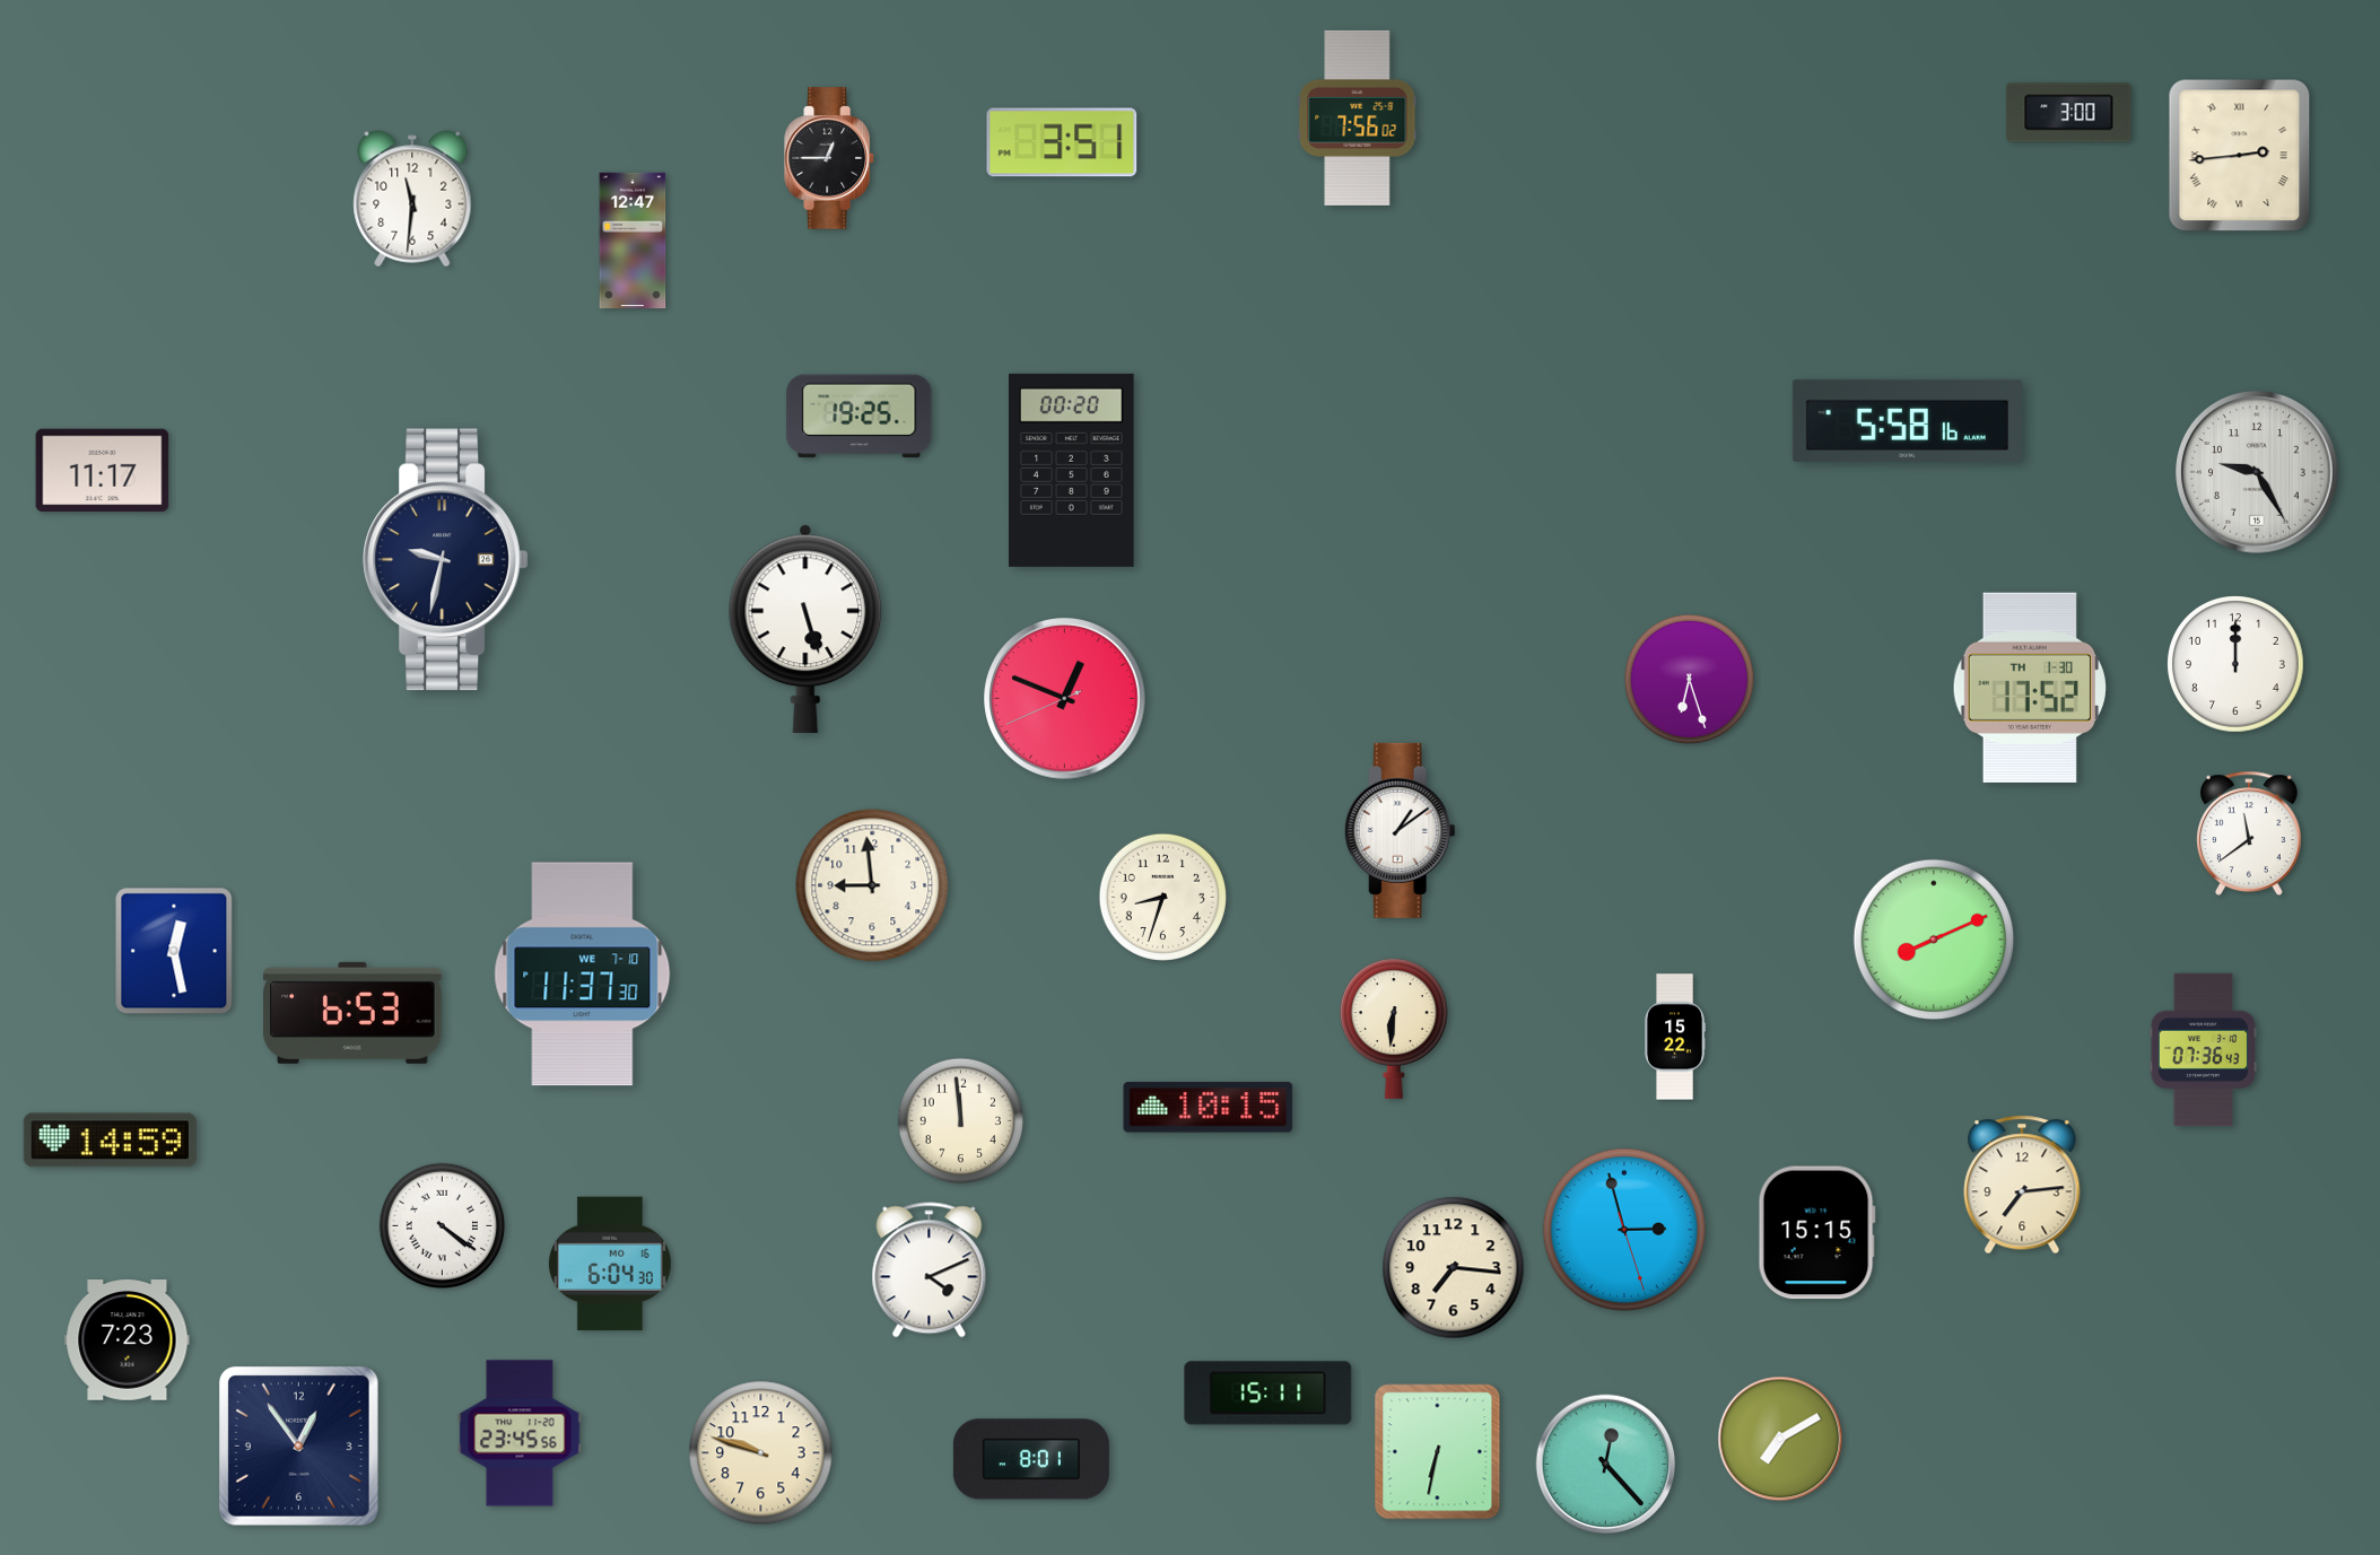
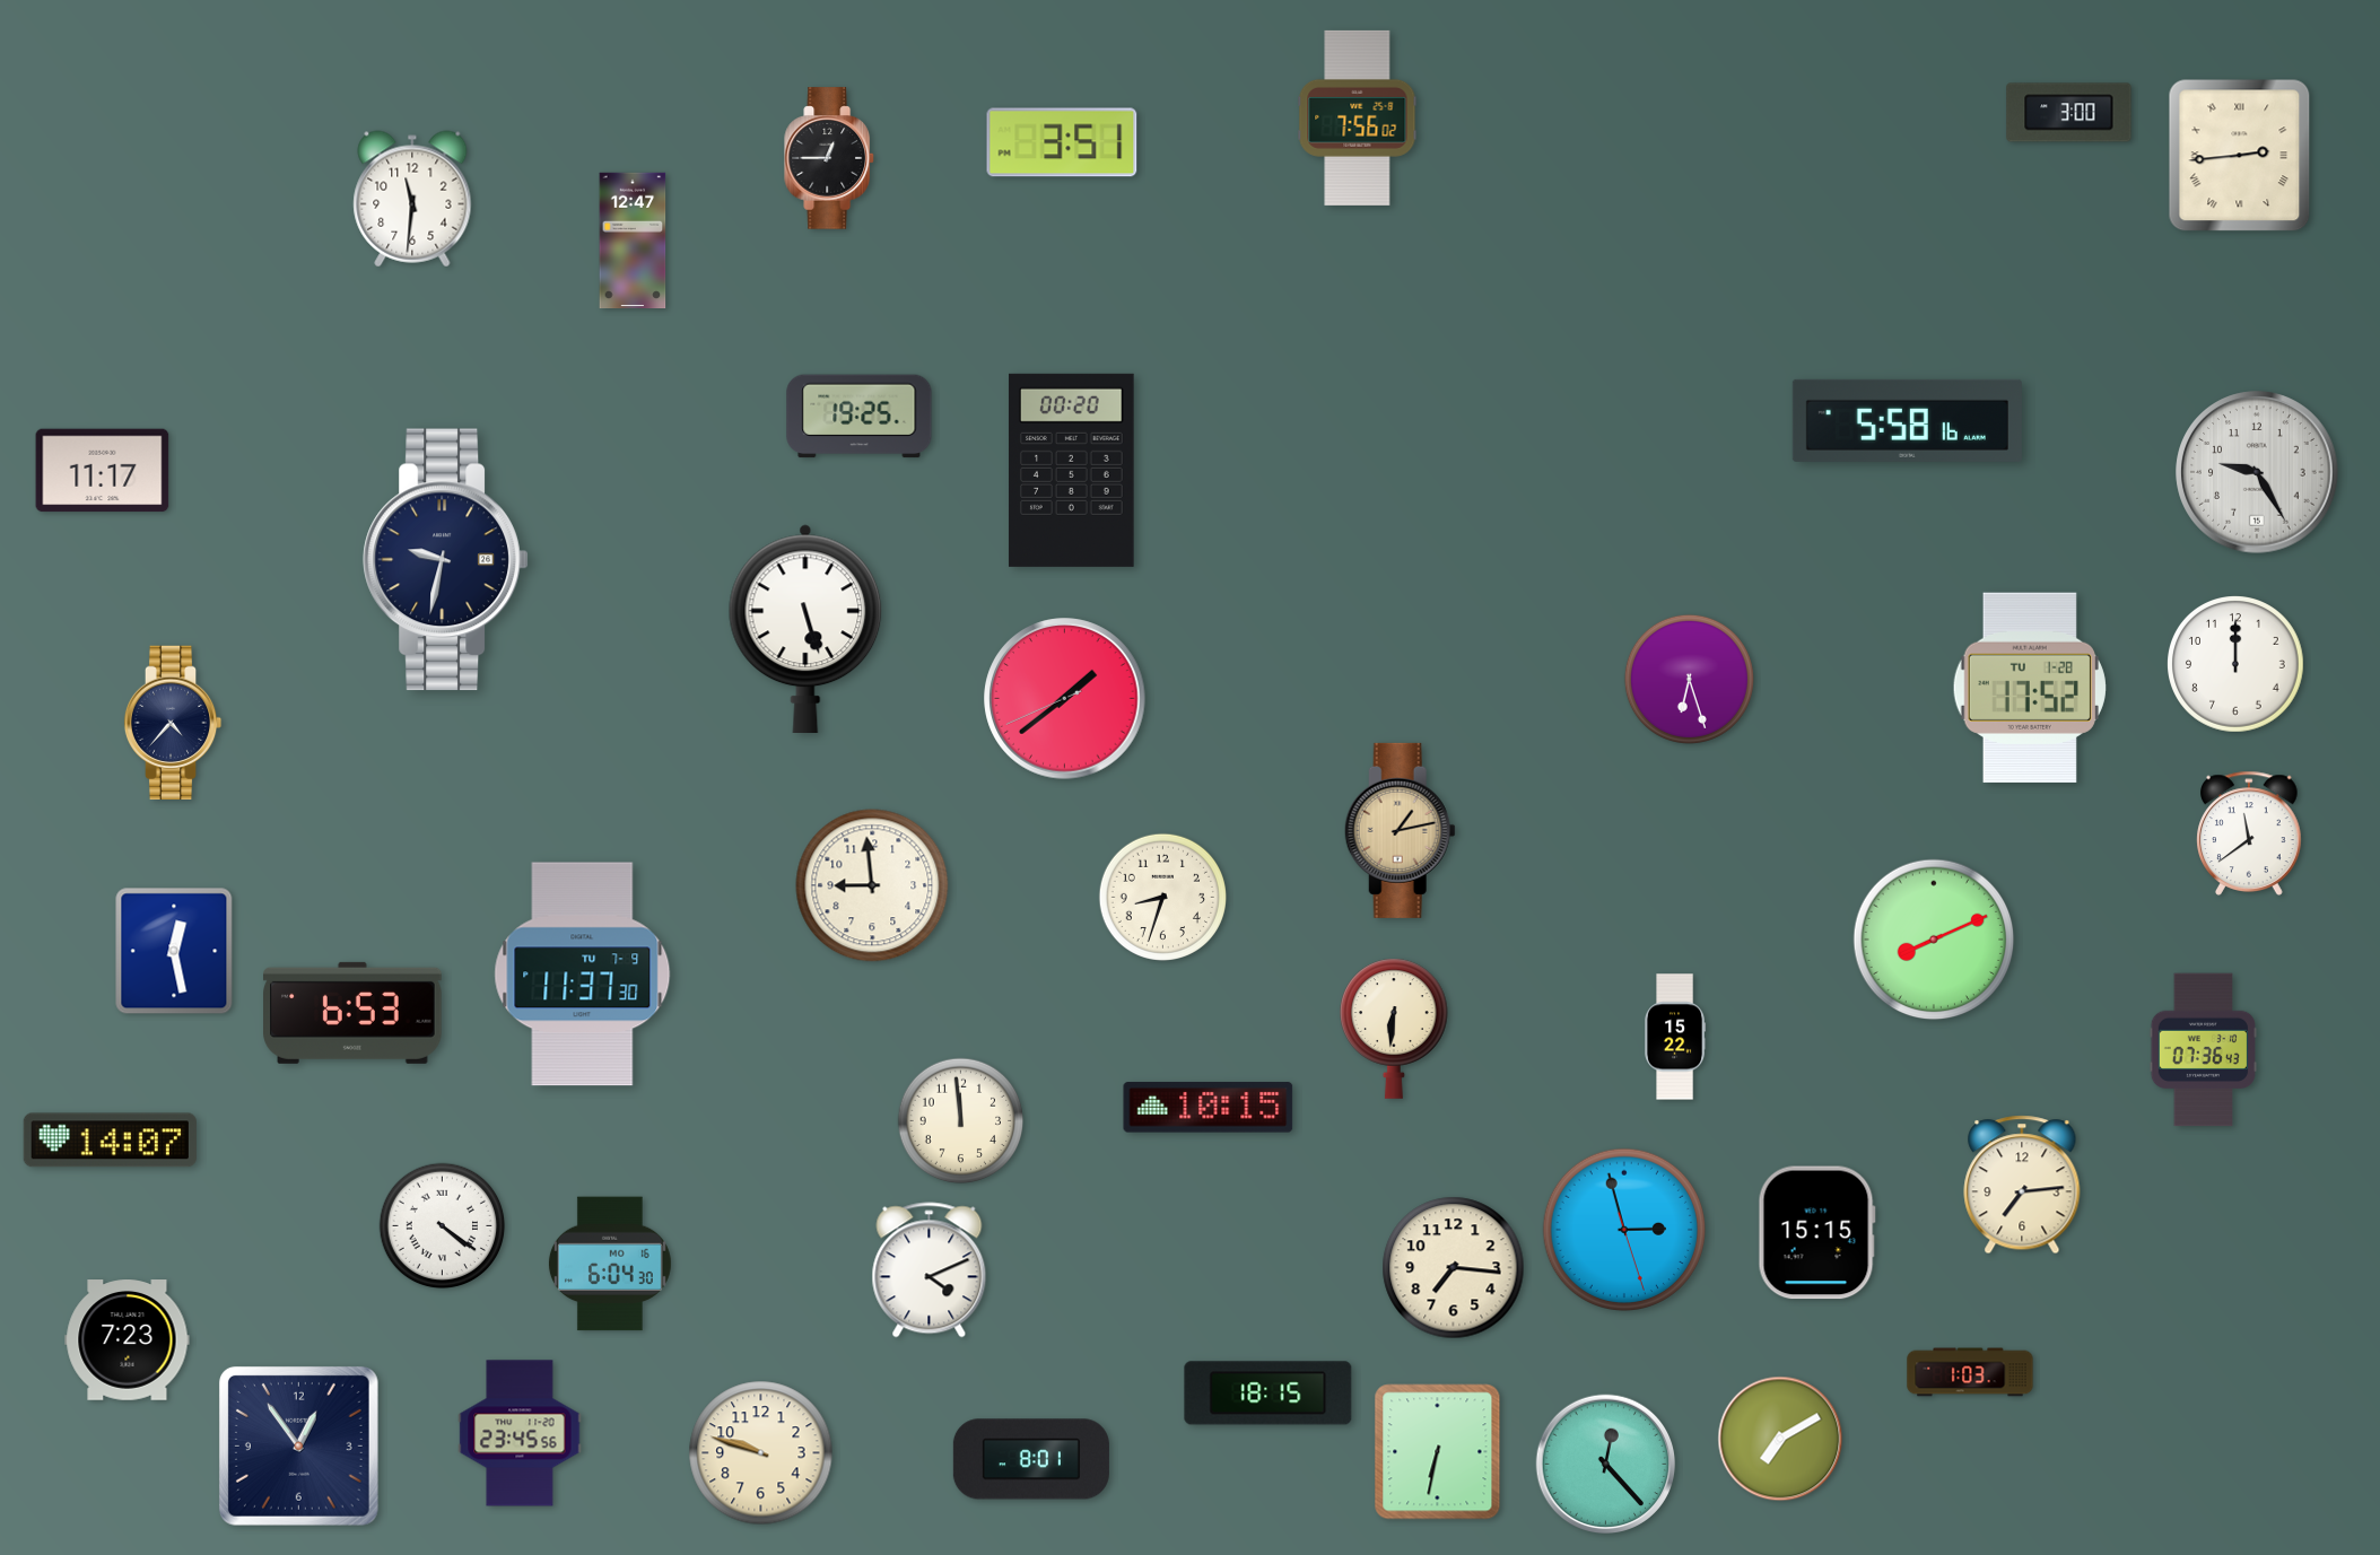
clock at (2030, 687) date: TH 1-30 -> TU 1-28
clock at (1065, 699): 12:48 -> 1:38
clock at (173, 722): none -> 4:37
clock at (1400, 830): 1:09 -> 1:13
clock at (1400, 830) dial: white -> champagne
clock at (583, 975) date: WE 7-10 -> TU 7-9
clock at (110, 1141): 14:59 -> 14:07
clock at (1970, 1372): none -> 1:03
clock at (1269, 1394): 15:11 -> 18:15
